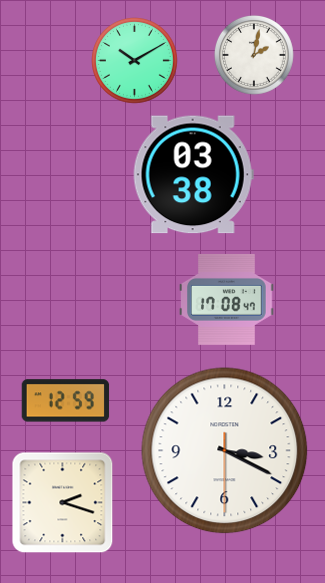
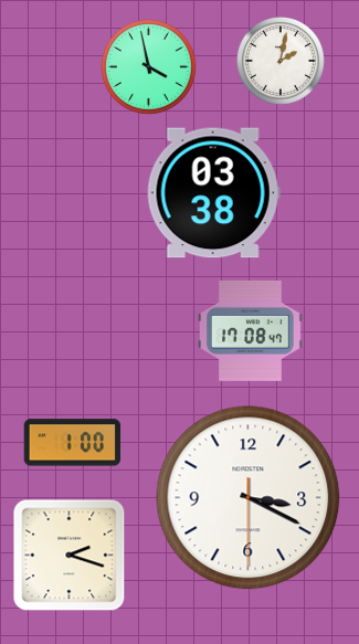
clock at (135, 61): 10:10 -> 3:58
clock at (66, 401): 12:59 -> 1:00
